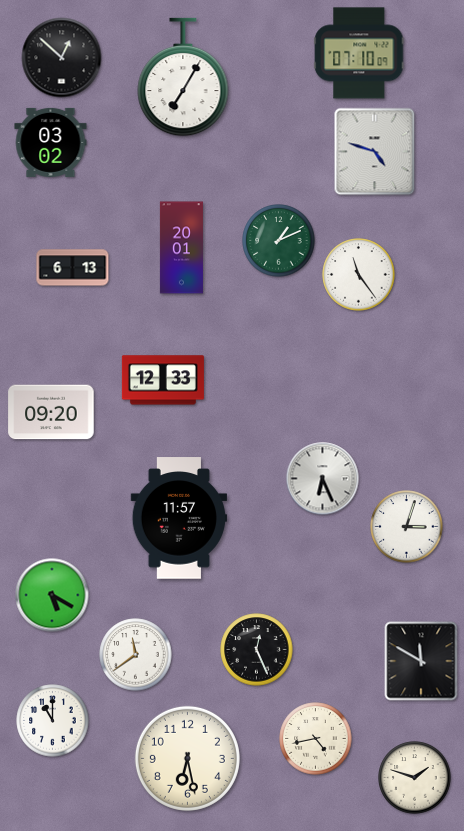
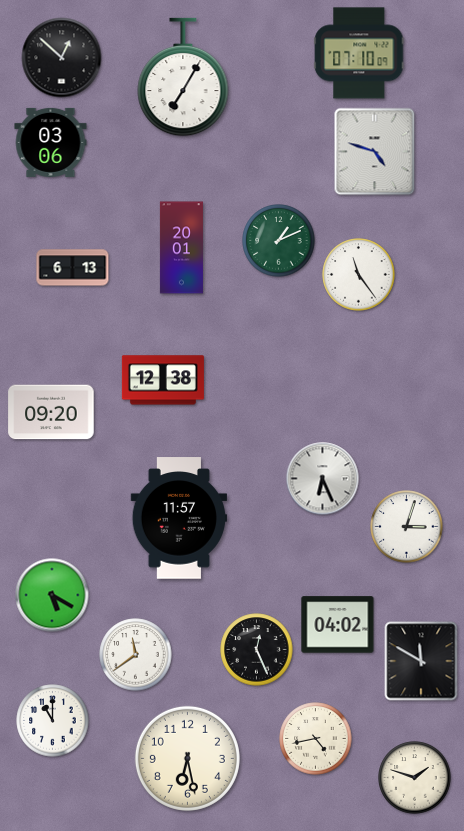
clock at (51, 142): 03:02 -> 03:06
clock at (163, 380): 12:33 -> 12:38
clock at (338, 625): none -> 04:02
